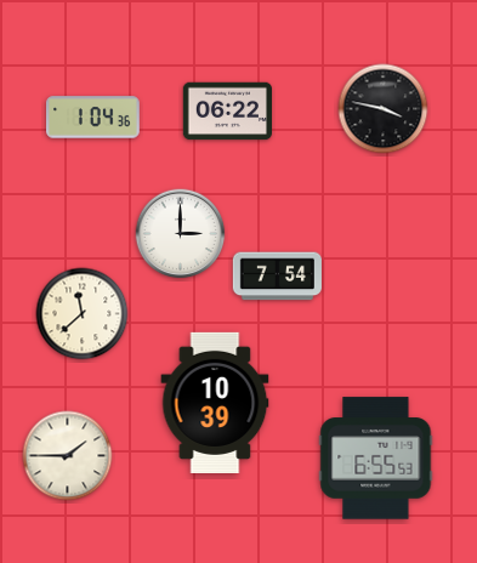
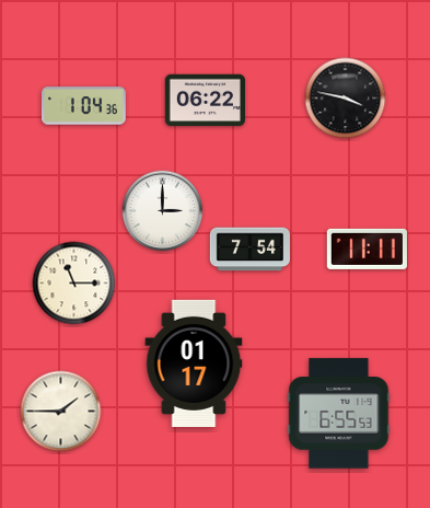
clock at (367, 249): none -> 11:11
clock at (83, 314): 11:38 -> 11:15
clock at (215, 403): 10:39 -> 01:17
